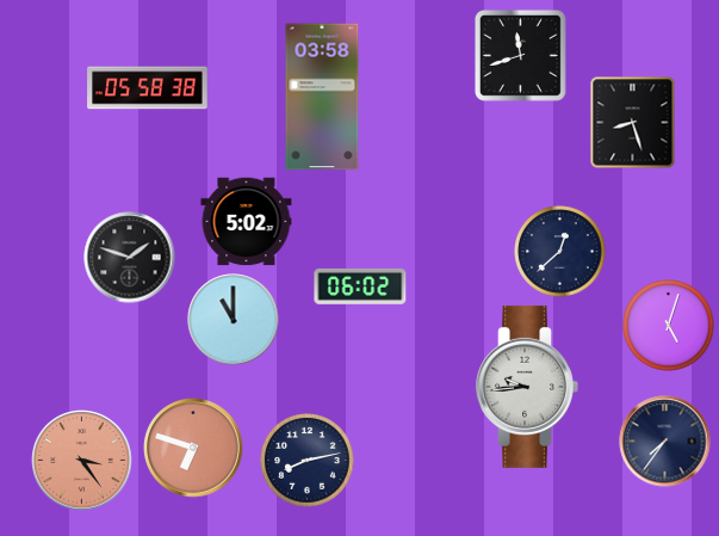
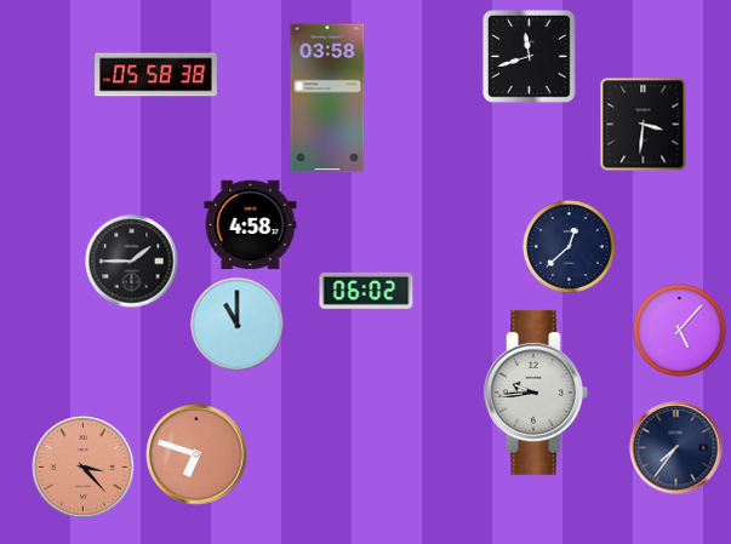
clock at (148, 88) position: (148, 88) -> (156, 75)
clock at (633, 123): 8:27 -> 3:31
clock at (247, 222): 5:02 -> 4:58
clock at (560, 252) position: (560, 252) -> (570, 247)
clock at (130, 258): 1:48 -> 1:45
clock at (669, 326): 5:03 -> 5:07
clock at (82, 461): 3:24 -> 3:23
clock at (308, 461): 8:13 -> none
